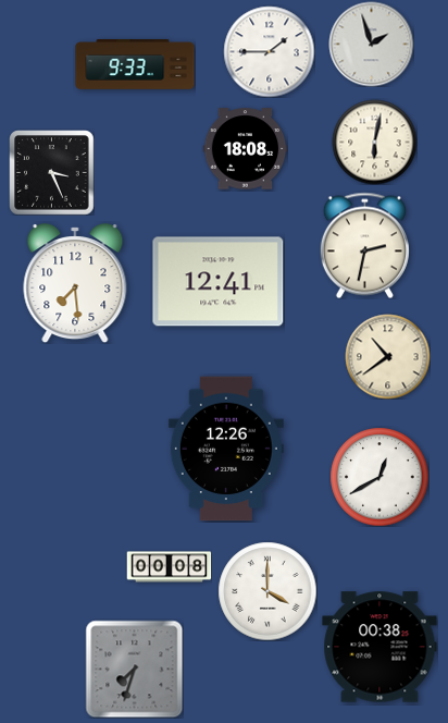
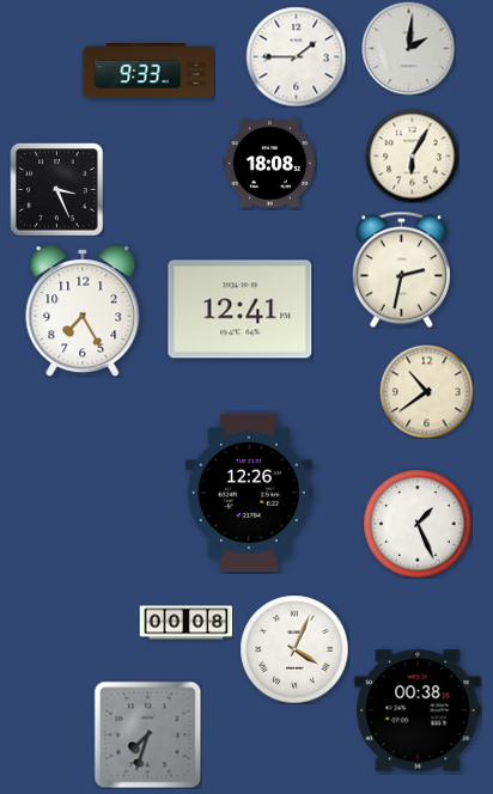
clock at (371, 44): 1:57 -> 2:01
clock at (374, 142): 6:02 -> 6:05
clock at (75, 284): 7:29 -> 7:25
clock at (379, 477): 12:40 -> 1:26
clock at (267, 591): 4:00 -> 4:04
